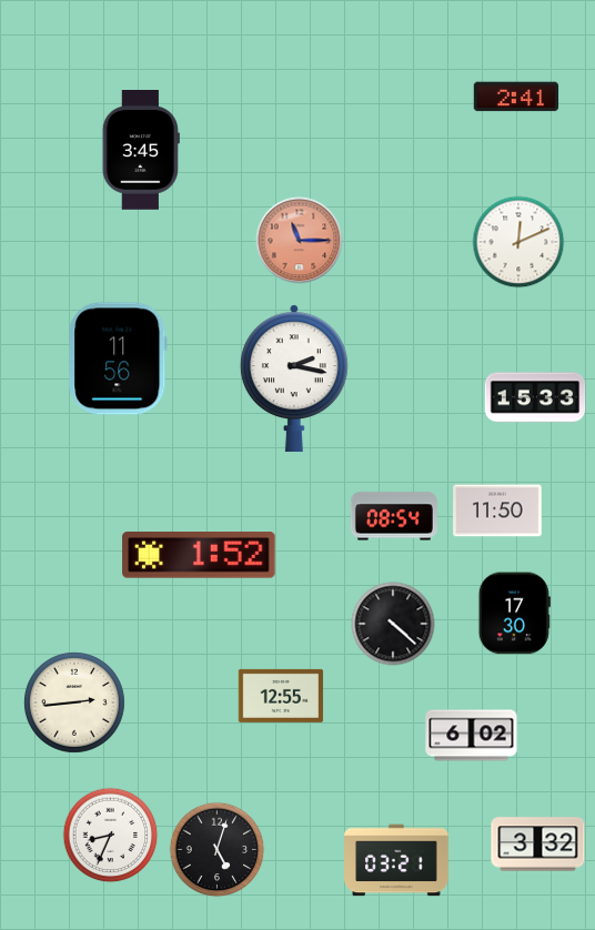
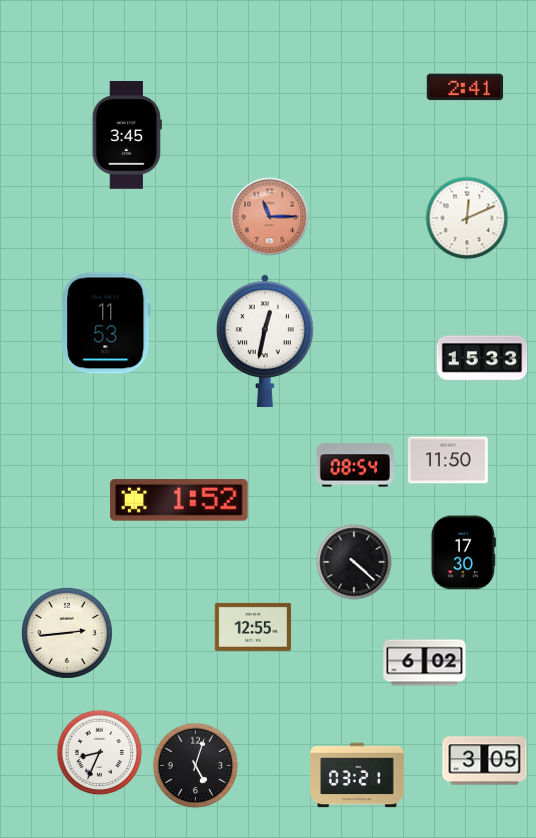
clock at (118, 358): 11:56 -> 11:53
clock at (294, 378): 2:17 -> 12:32
clock at (538, 845): 3:32 -> 3:05
